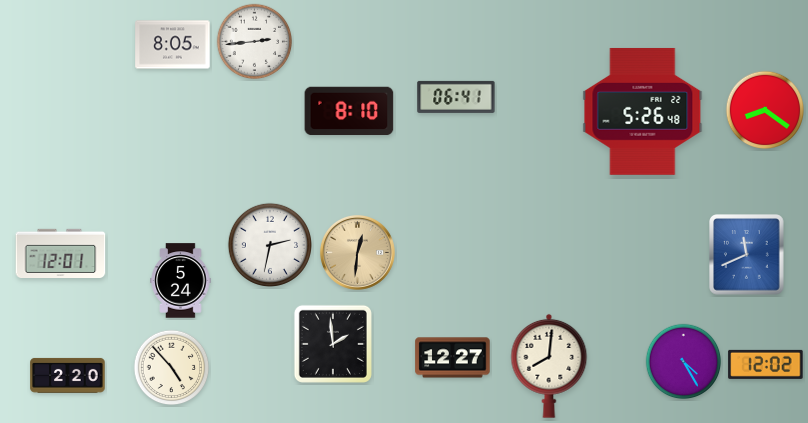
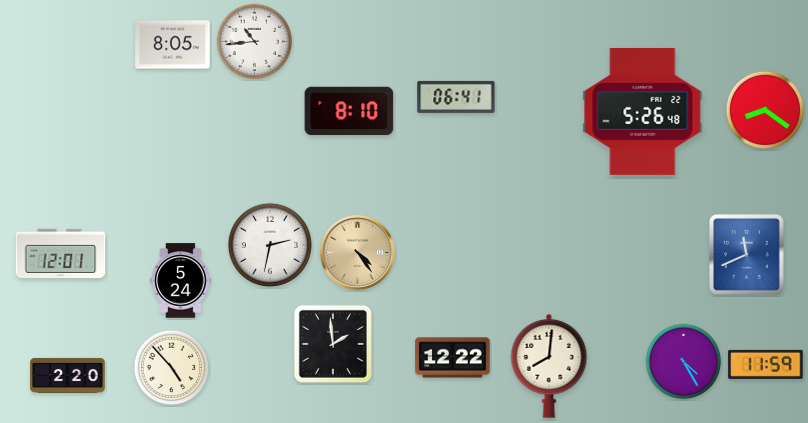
clock at (255, 42): 2:44 -> 10:44
clock at (357, 252): 12:31 -> 4:24
clock at (453, 358): 12:27 -> 12:22
clock at (766, 364): 12:02 -> 11:59
